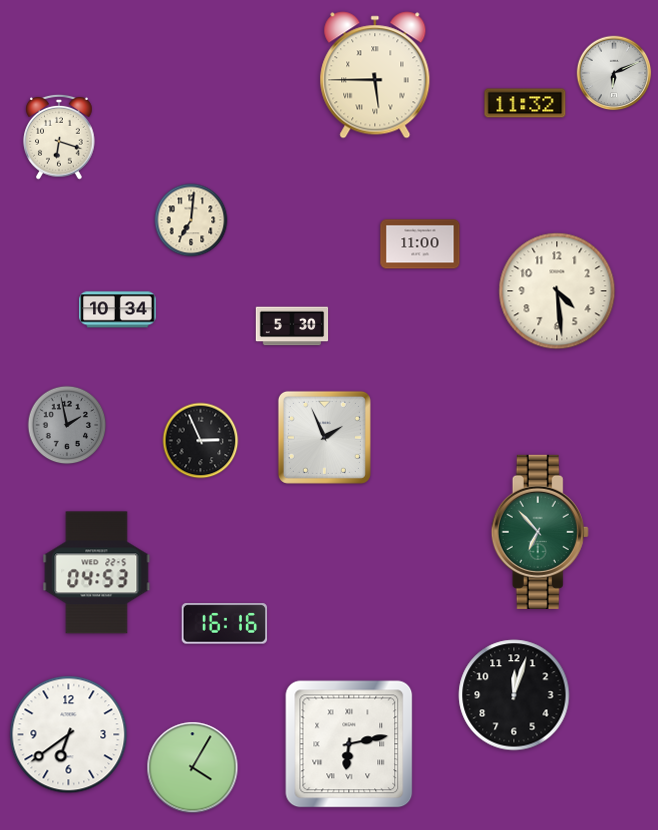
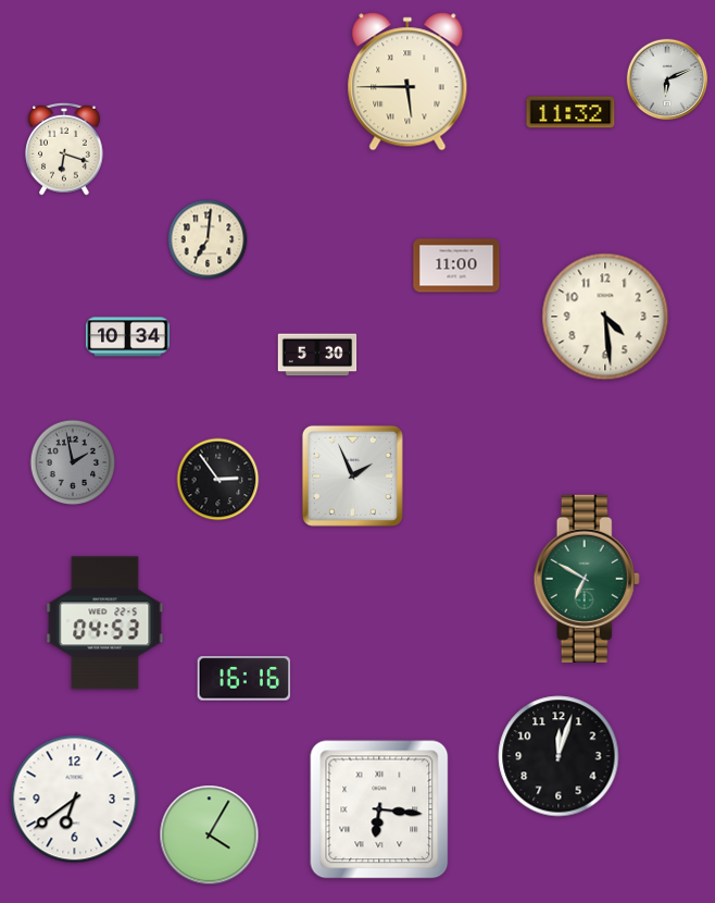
clock at (201, 441): 2:56 -> 2:54
clock at (540, 532): 6:53 -> 6:50
clock at (349, 744): 6:13 -> 6:16
